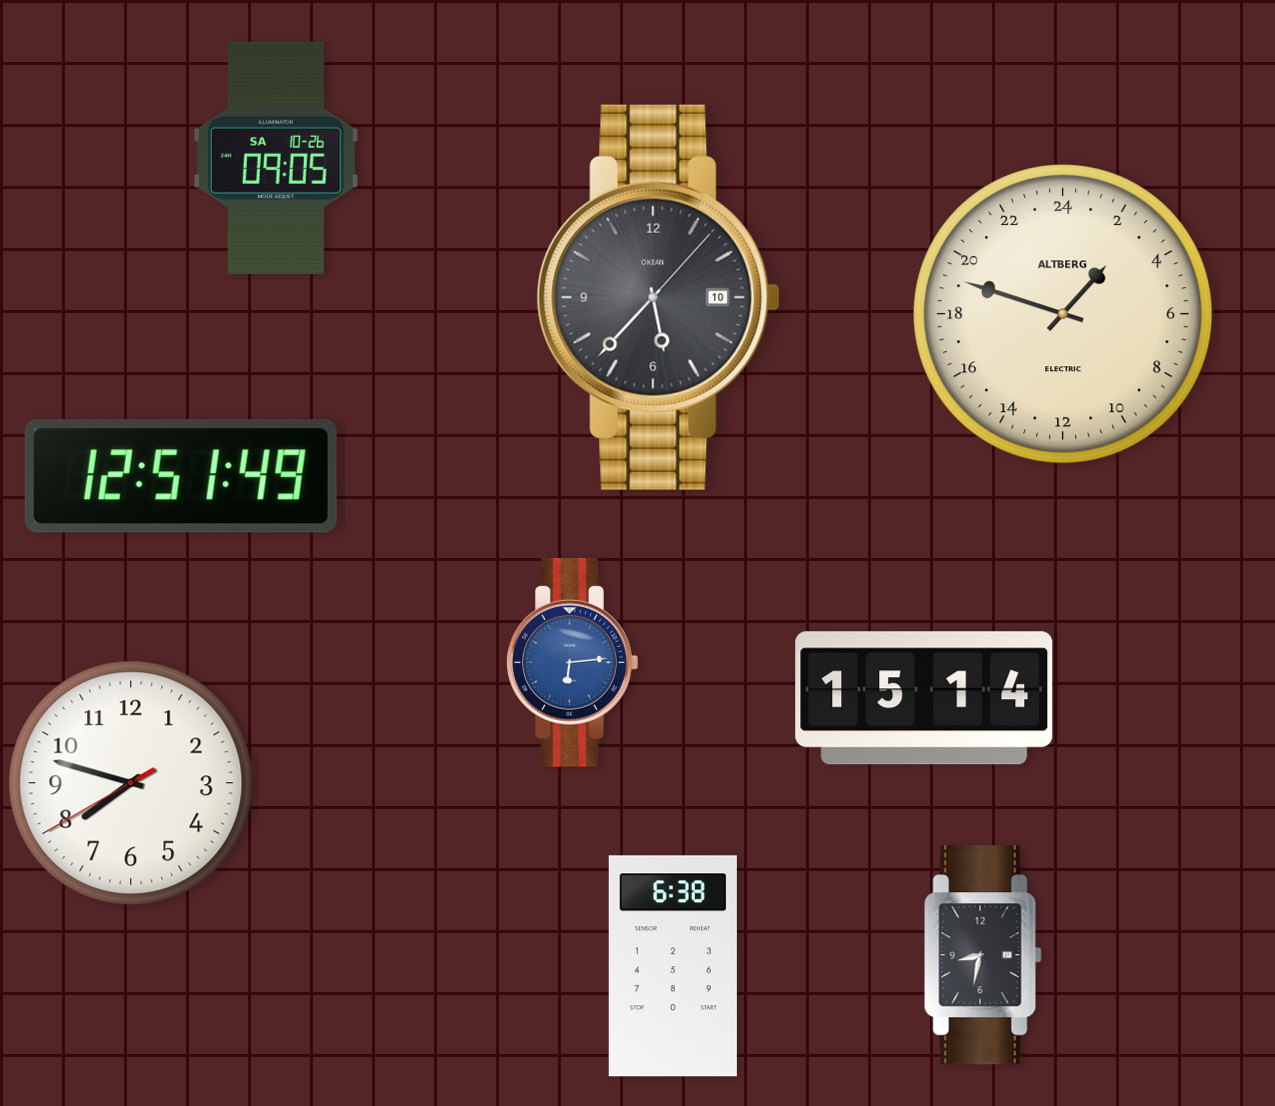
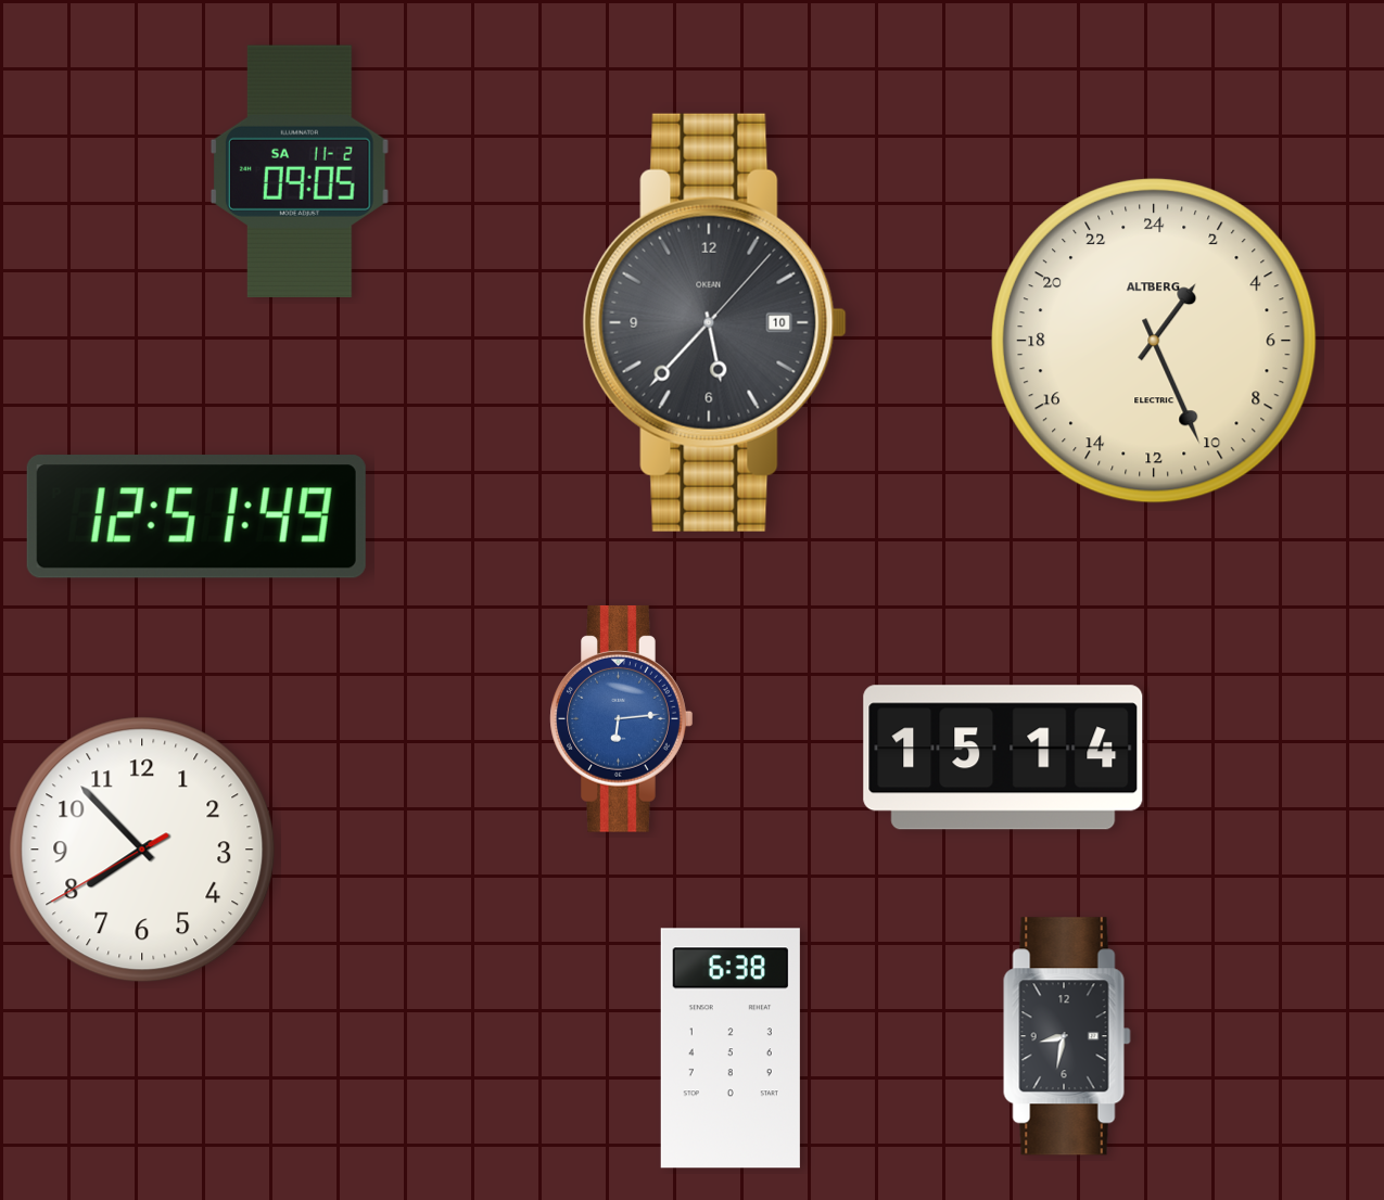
clock at (276, 158) date: SA 10-26 -> SA 11-2
clock at (1063, 314): 2:48 -> 2:26
clock at (131, 783): 7:47 -> 7:52
